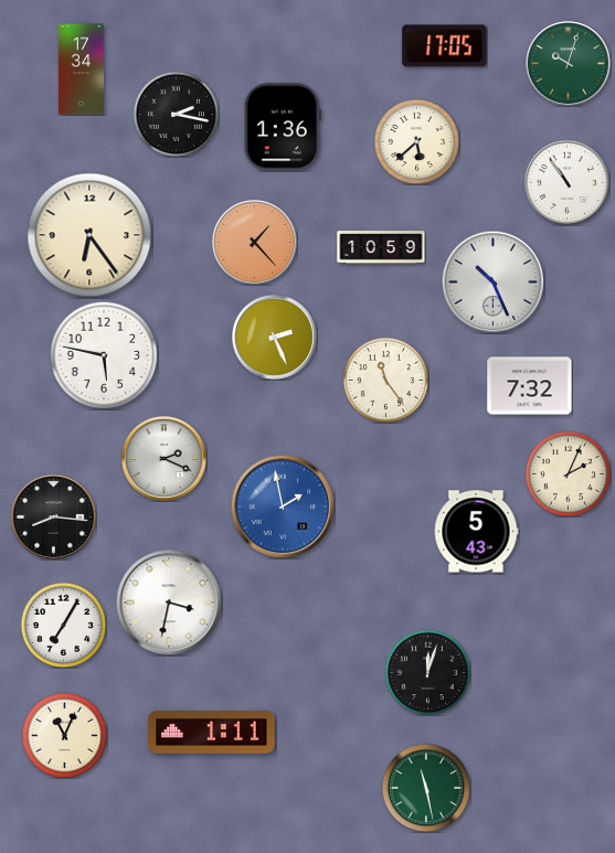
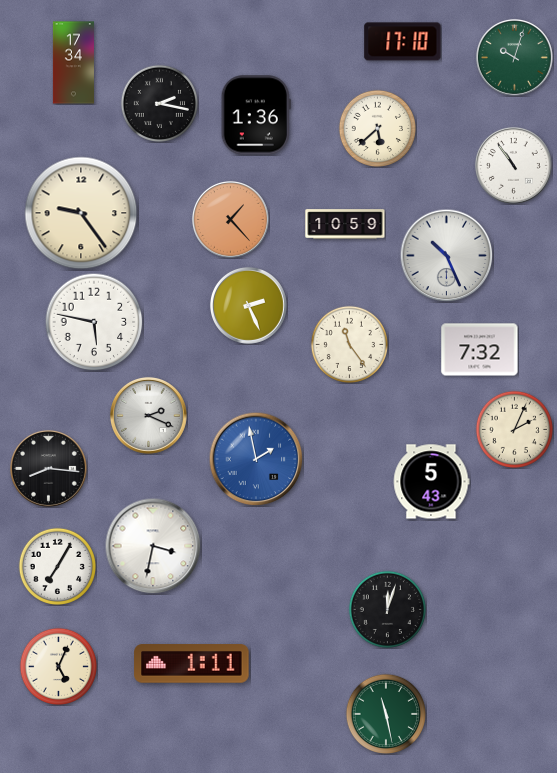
clock at (445, 46): 17:05 -> 17:10
clock at (89, 235): 6:24 -> 9:24
clock at (64, 735): 11:04 -> 5:04
